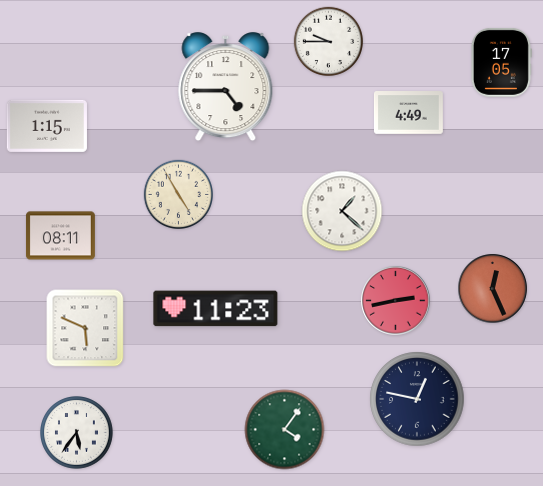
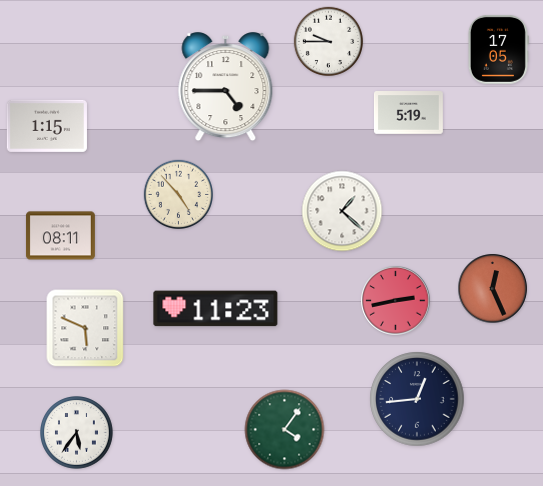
clock at (501, 62) position: (501, 62) -> (498, 49)
clock at (408, 113): 4:49 -> 5:19
clock at (179, 195): 4:55 -> 4:53
clock at (417, 399): 12:47 -> 12:44
